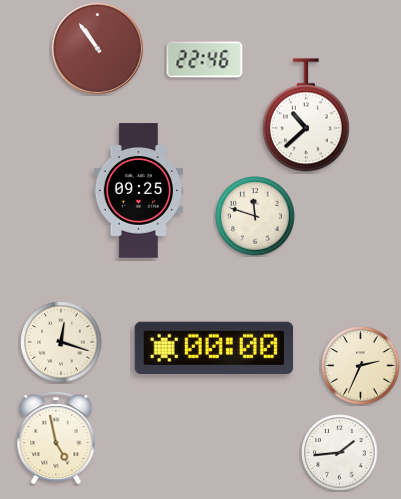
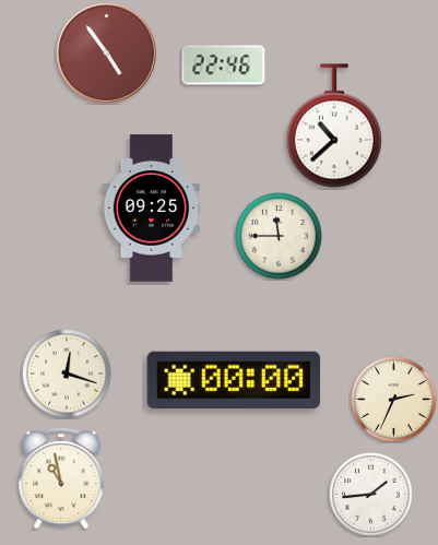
clock at (98, 49): 10:54 -> 4:54
clock at (255, 216): 11:48 -> 11:45
clock at (56, 438): 4:58 -> 10:58
